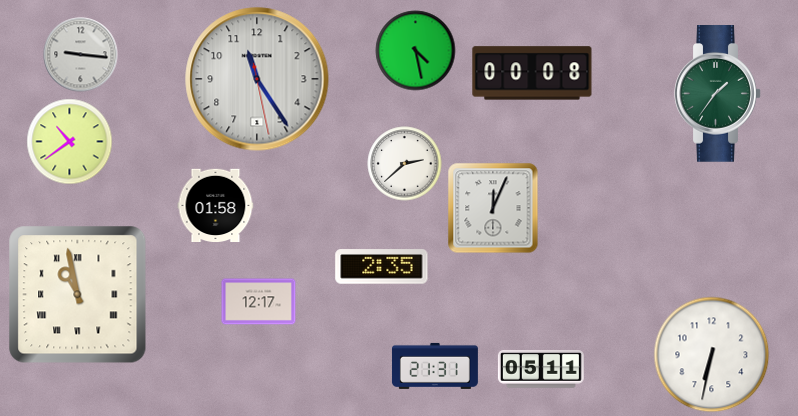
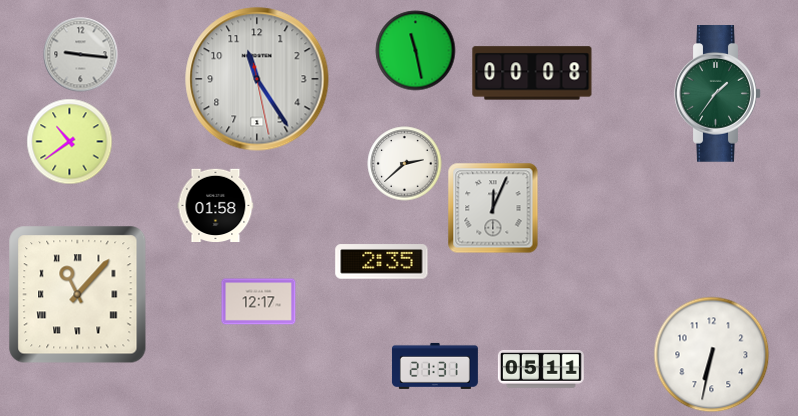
clock at (416, 51): 4:28 -> 11:28
clock at (382, 267) position: (382, 267) -> (382, 262)
clock at (78, 295): 10:58 -> 11:07
